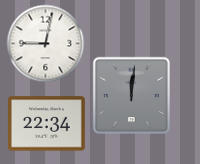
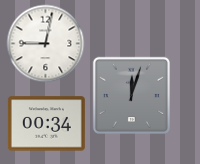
clock at (131, 95): 12:01 -> 12:03
clock at (46, 124): 22:34 -> 00:34
